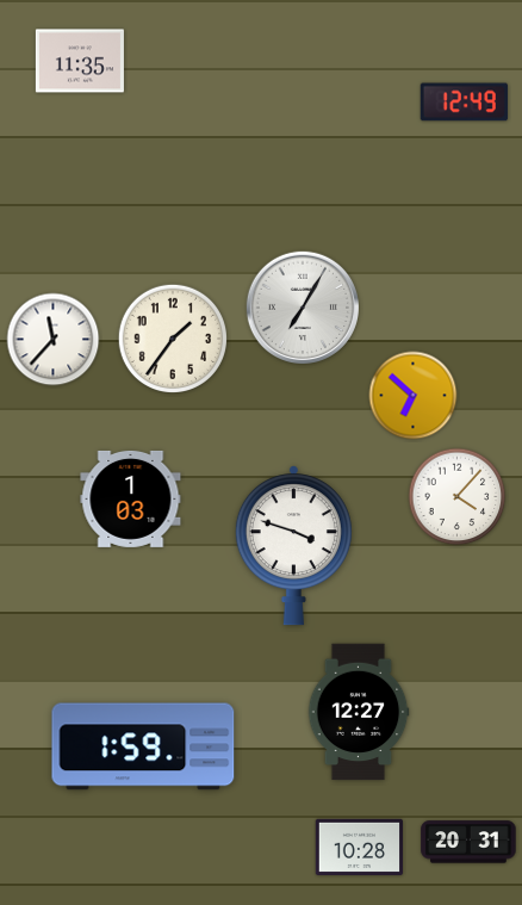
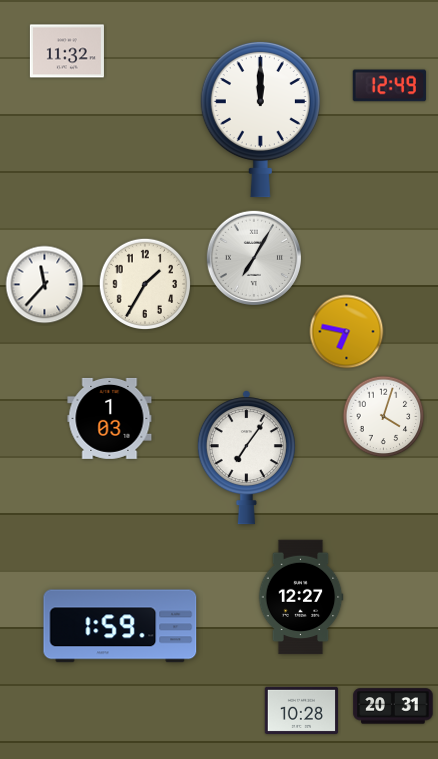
clock at (80, 61): 11:35 -> 11:32
clock at (260, 119): none -> 12:00
clock at (172, 337): 1:36 -> 1:35
clock at (414, 396): 6:52 -> 6:47
clock at (458, 497): 4:07 -> 4:03
clock at (293, 546): 3:48 -> 7:06
